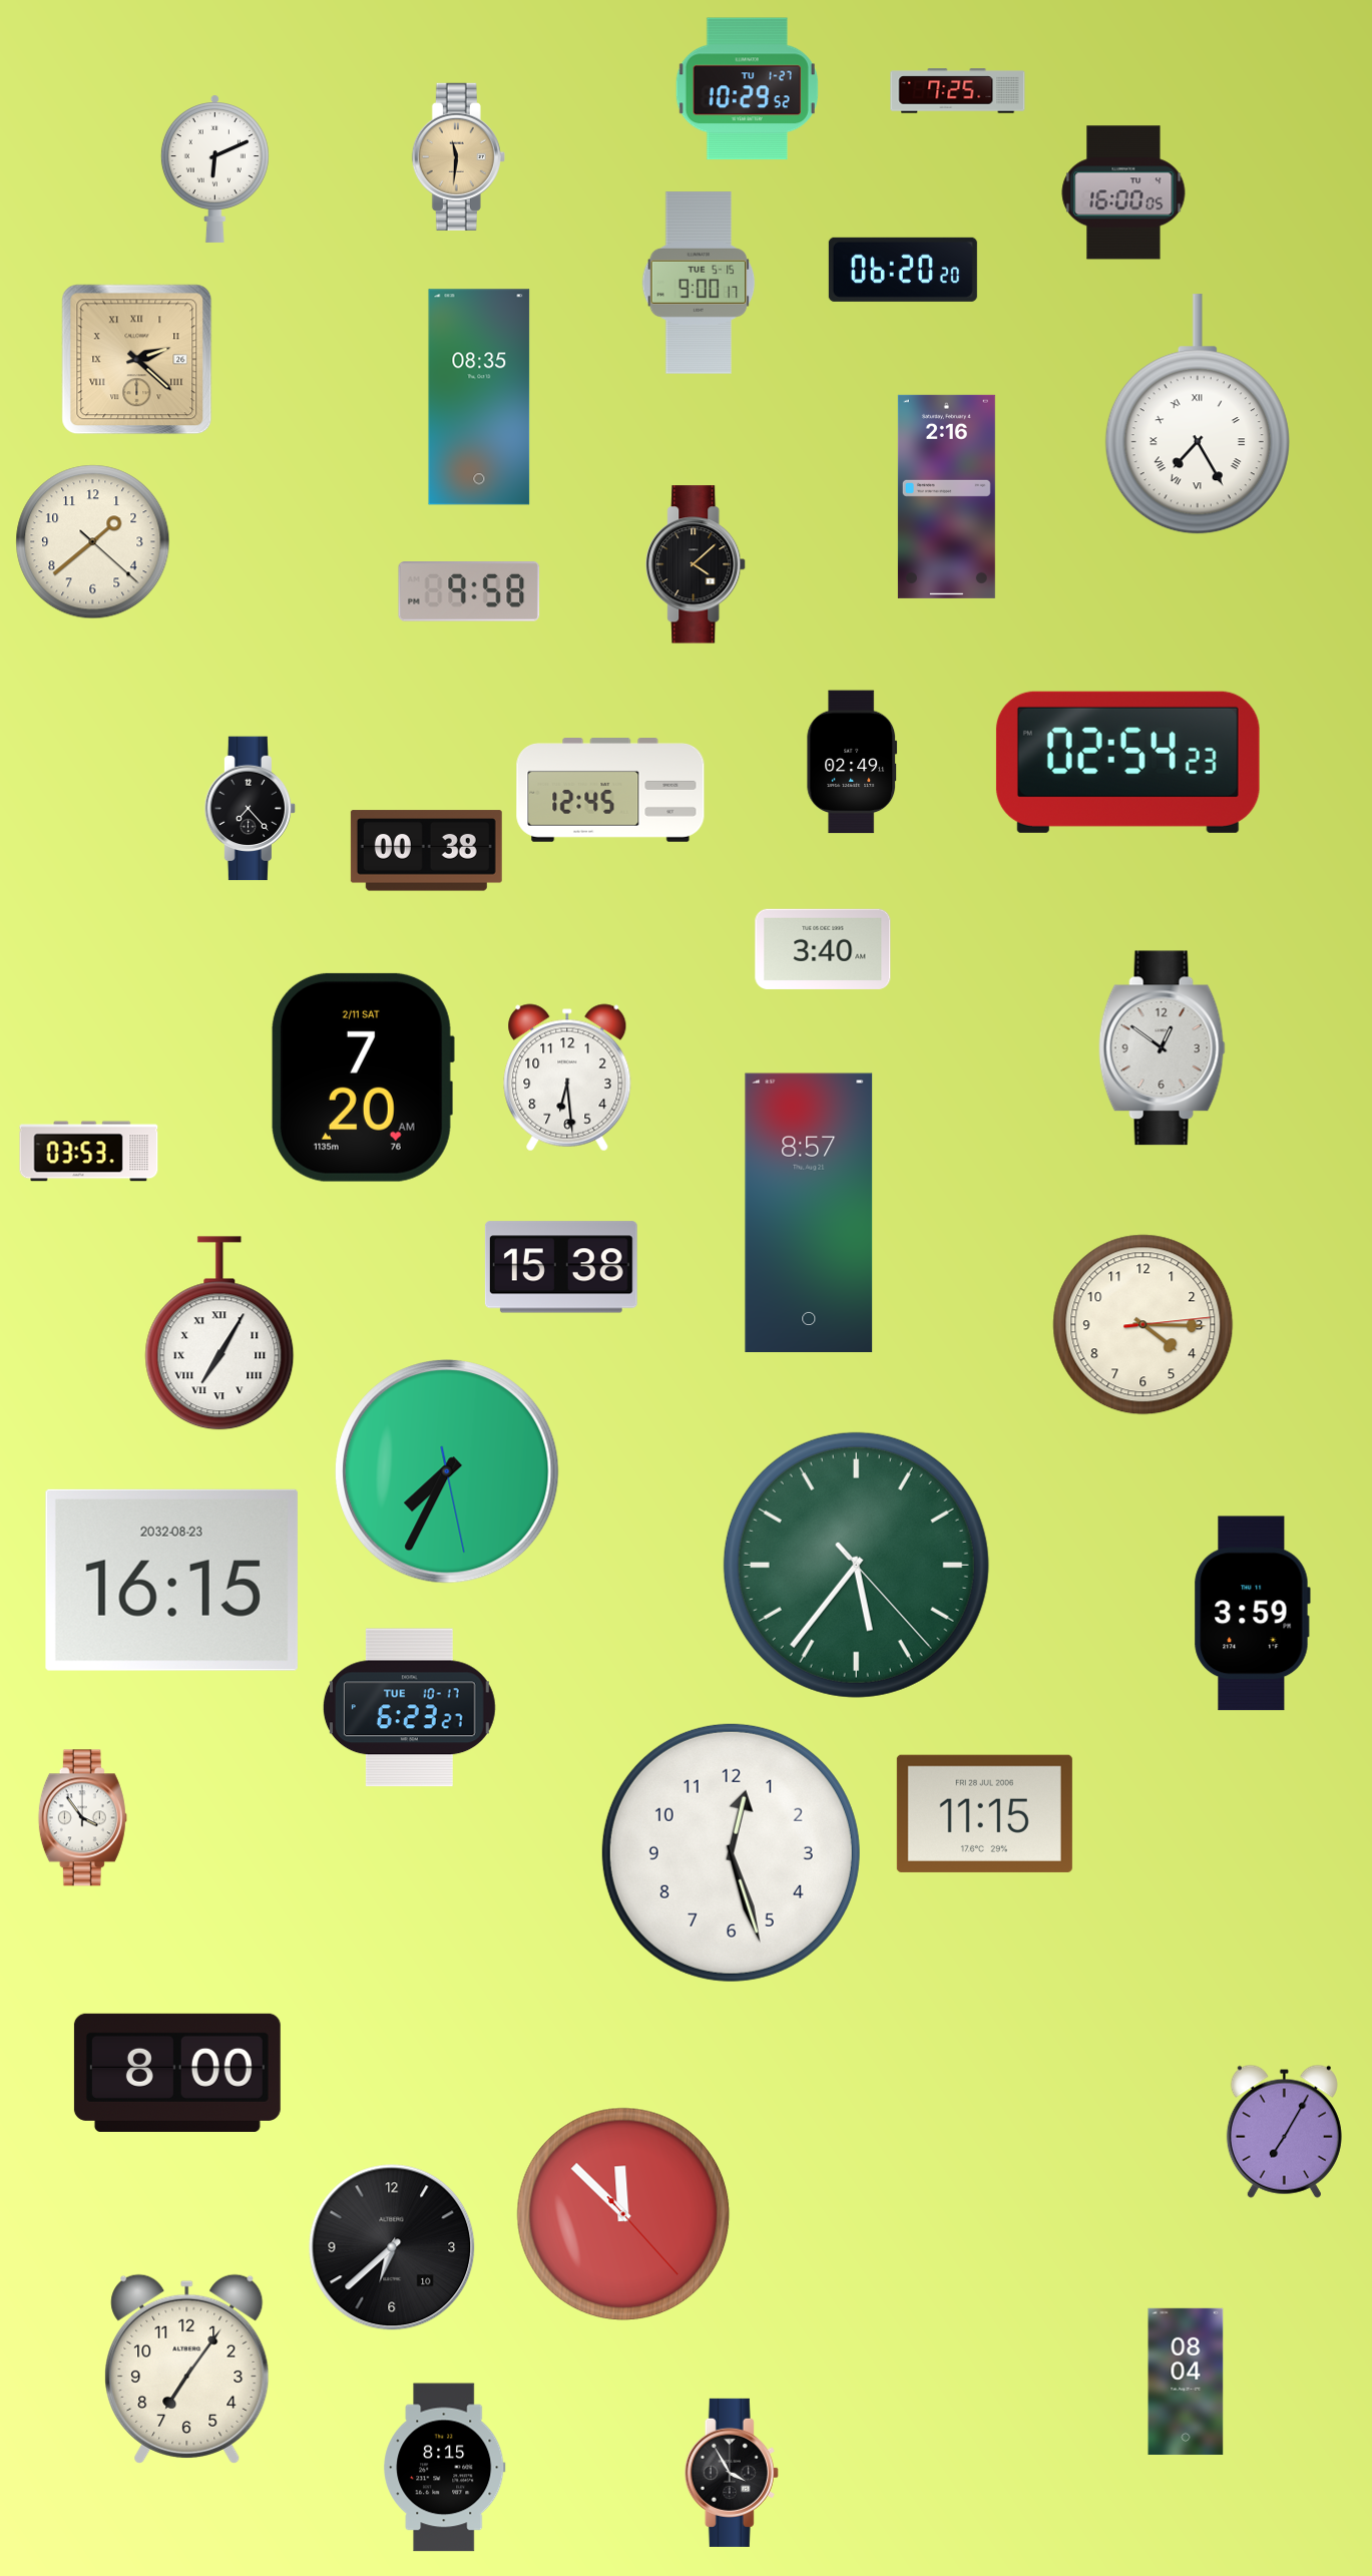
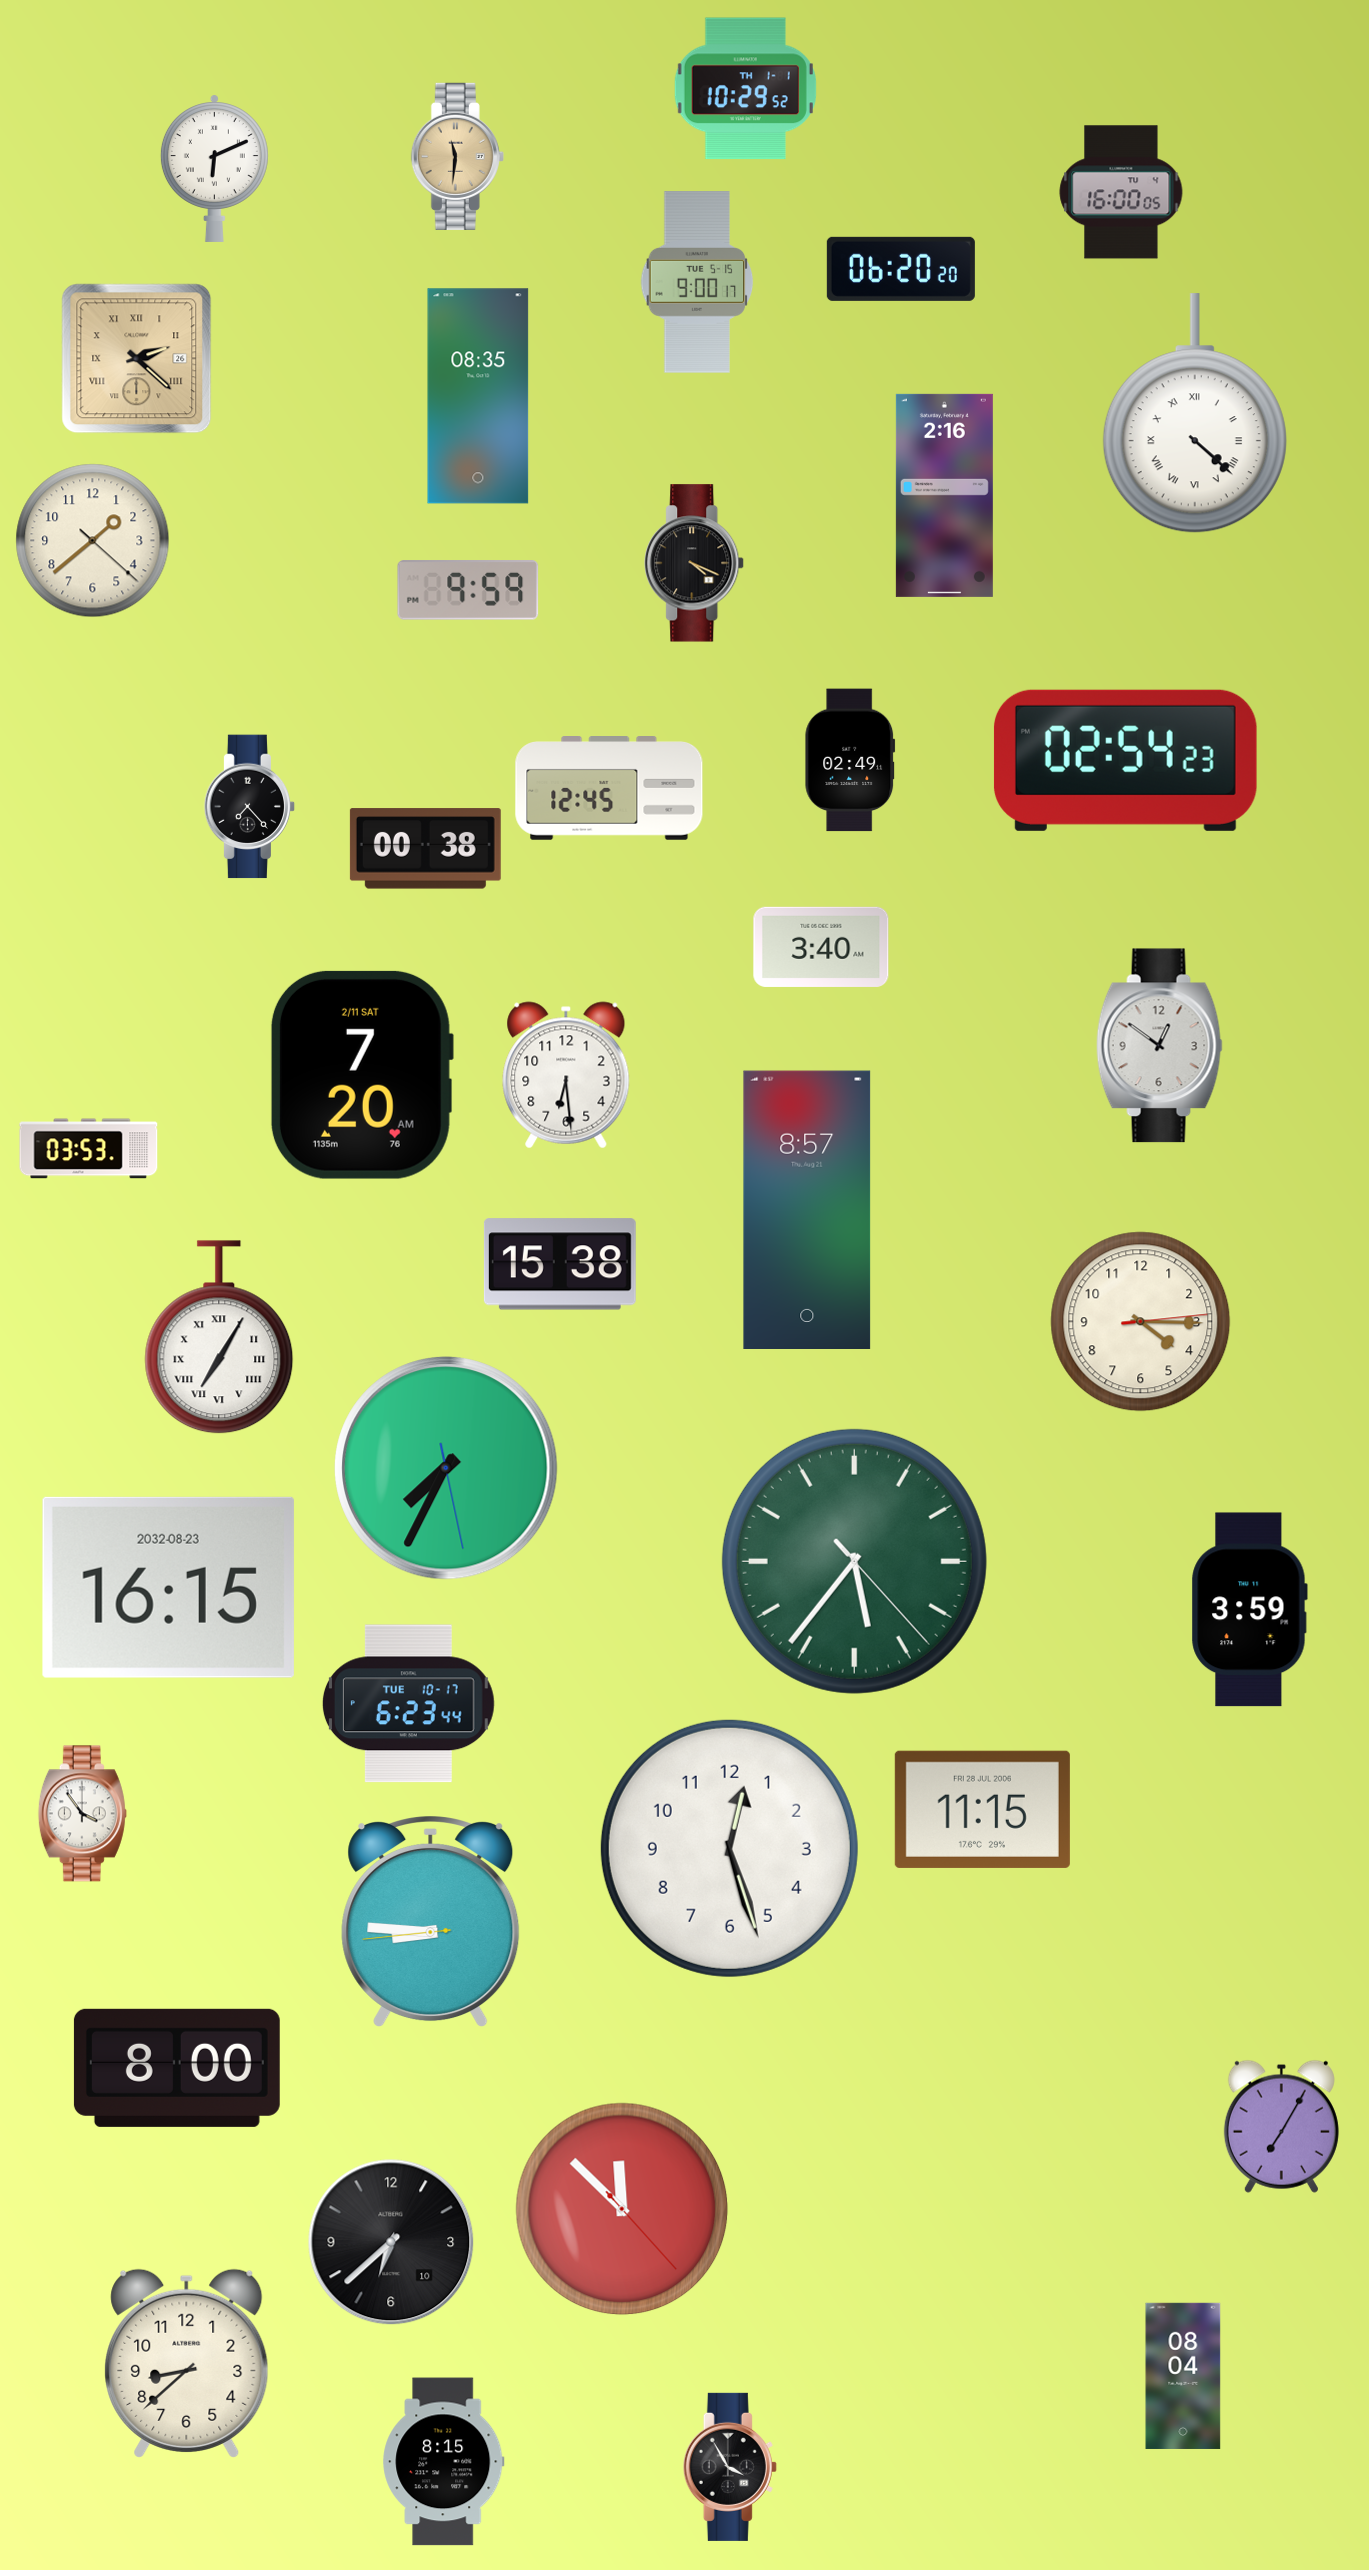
clock at (747, 89) date: TU 1-27 -> TH 1-1
clock at (958, 91): 7:25 -> none
clock at (1198, 415): 7:25 -> 4:22
clock at (697, 564): 4:08 -> 4:19
clock at (469, 591): 9:58 -> 9:59
clock at (219, 1333) position: (219, 1333) -> (219, 1337)
clock at (171, 1580) position: (171, 1580) -> (168, 1587)
clock at (409, 1708): 6:23:27 -> 6:23:44
clock at (431, 1923): none -> 8:45
clock at (187, 2369): 7:06 -> 8:38
